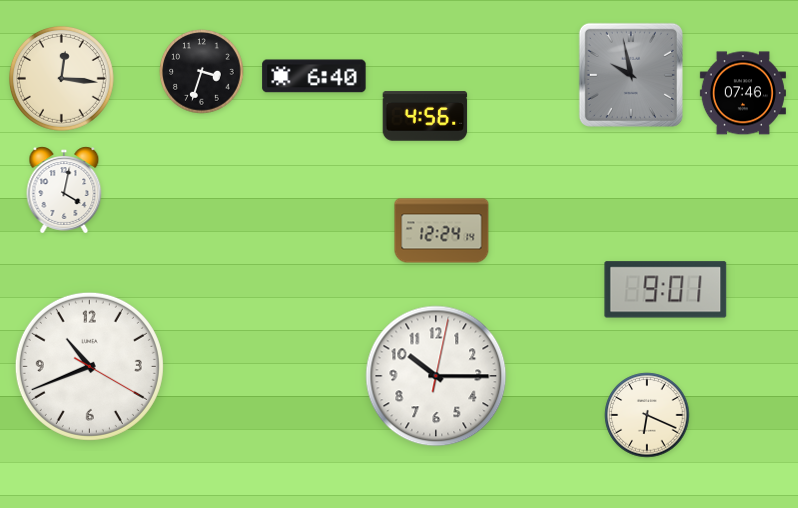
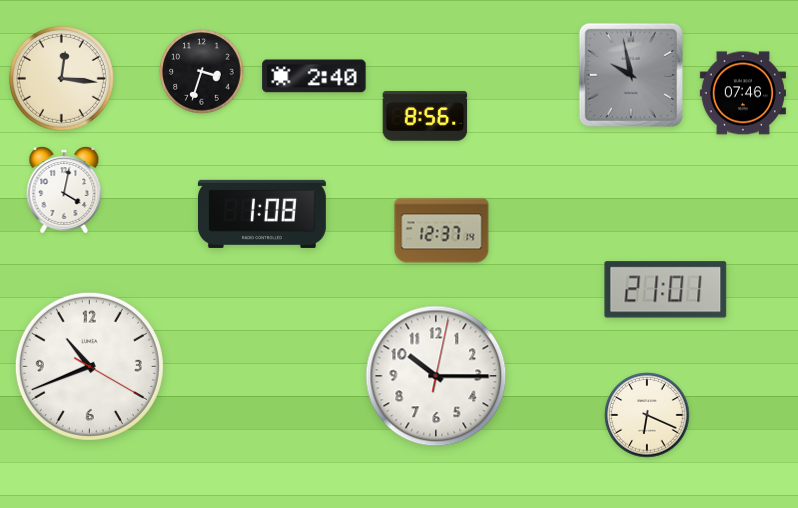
clock at (314, 76): 6:40 -> 2:40
clock at (425, 116): 4:56 -> 8:56
clock at (262, 214): none -> 1:08
clock at (442, 231): 12:24 -> 12:37
clock at (666, 290): 9:01 -> 21:01
